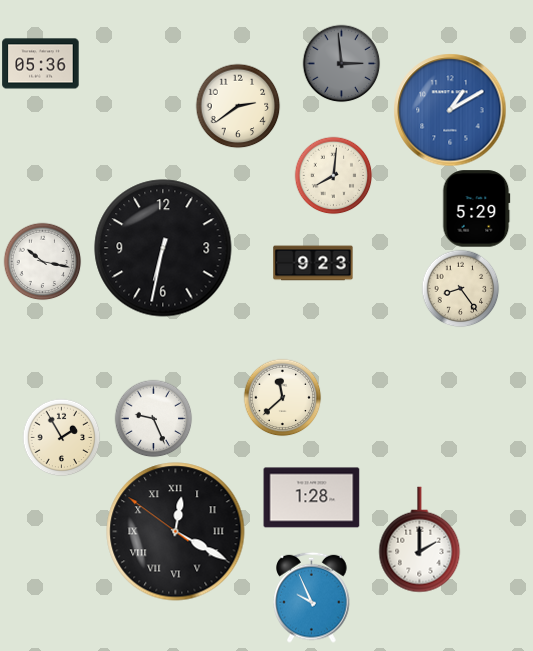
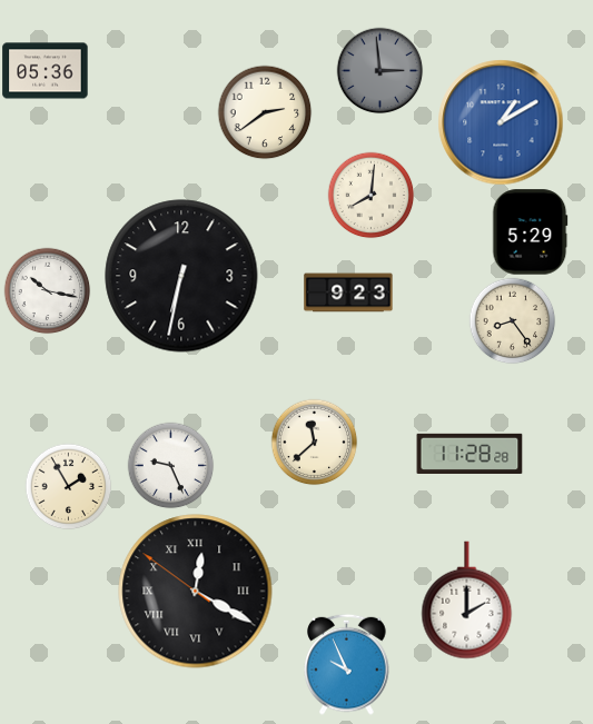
clock at (238, 106) position: (238, 106) -> (265, 112)
clock at (470, 453): none -> 11:28
clock at (312, 498): 1:28 -> none
